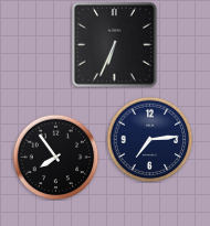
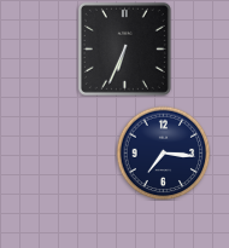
clock at (149, 139): 7:14 -> 7:16
clock at (55, 157): 7:54 -> none
